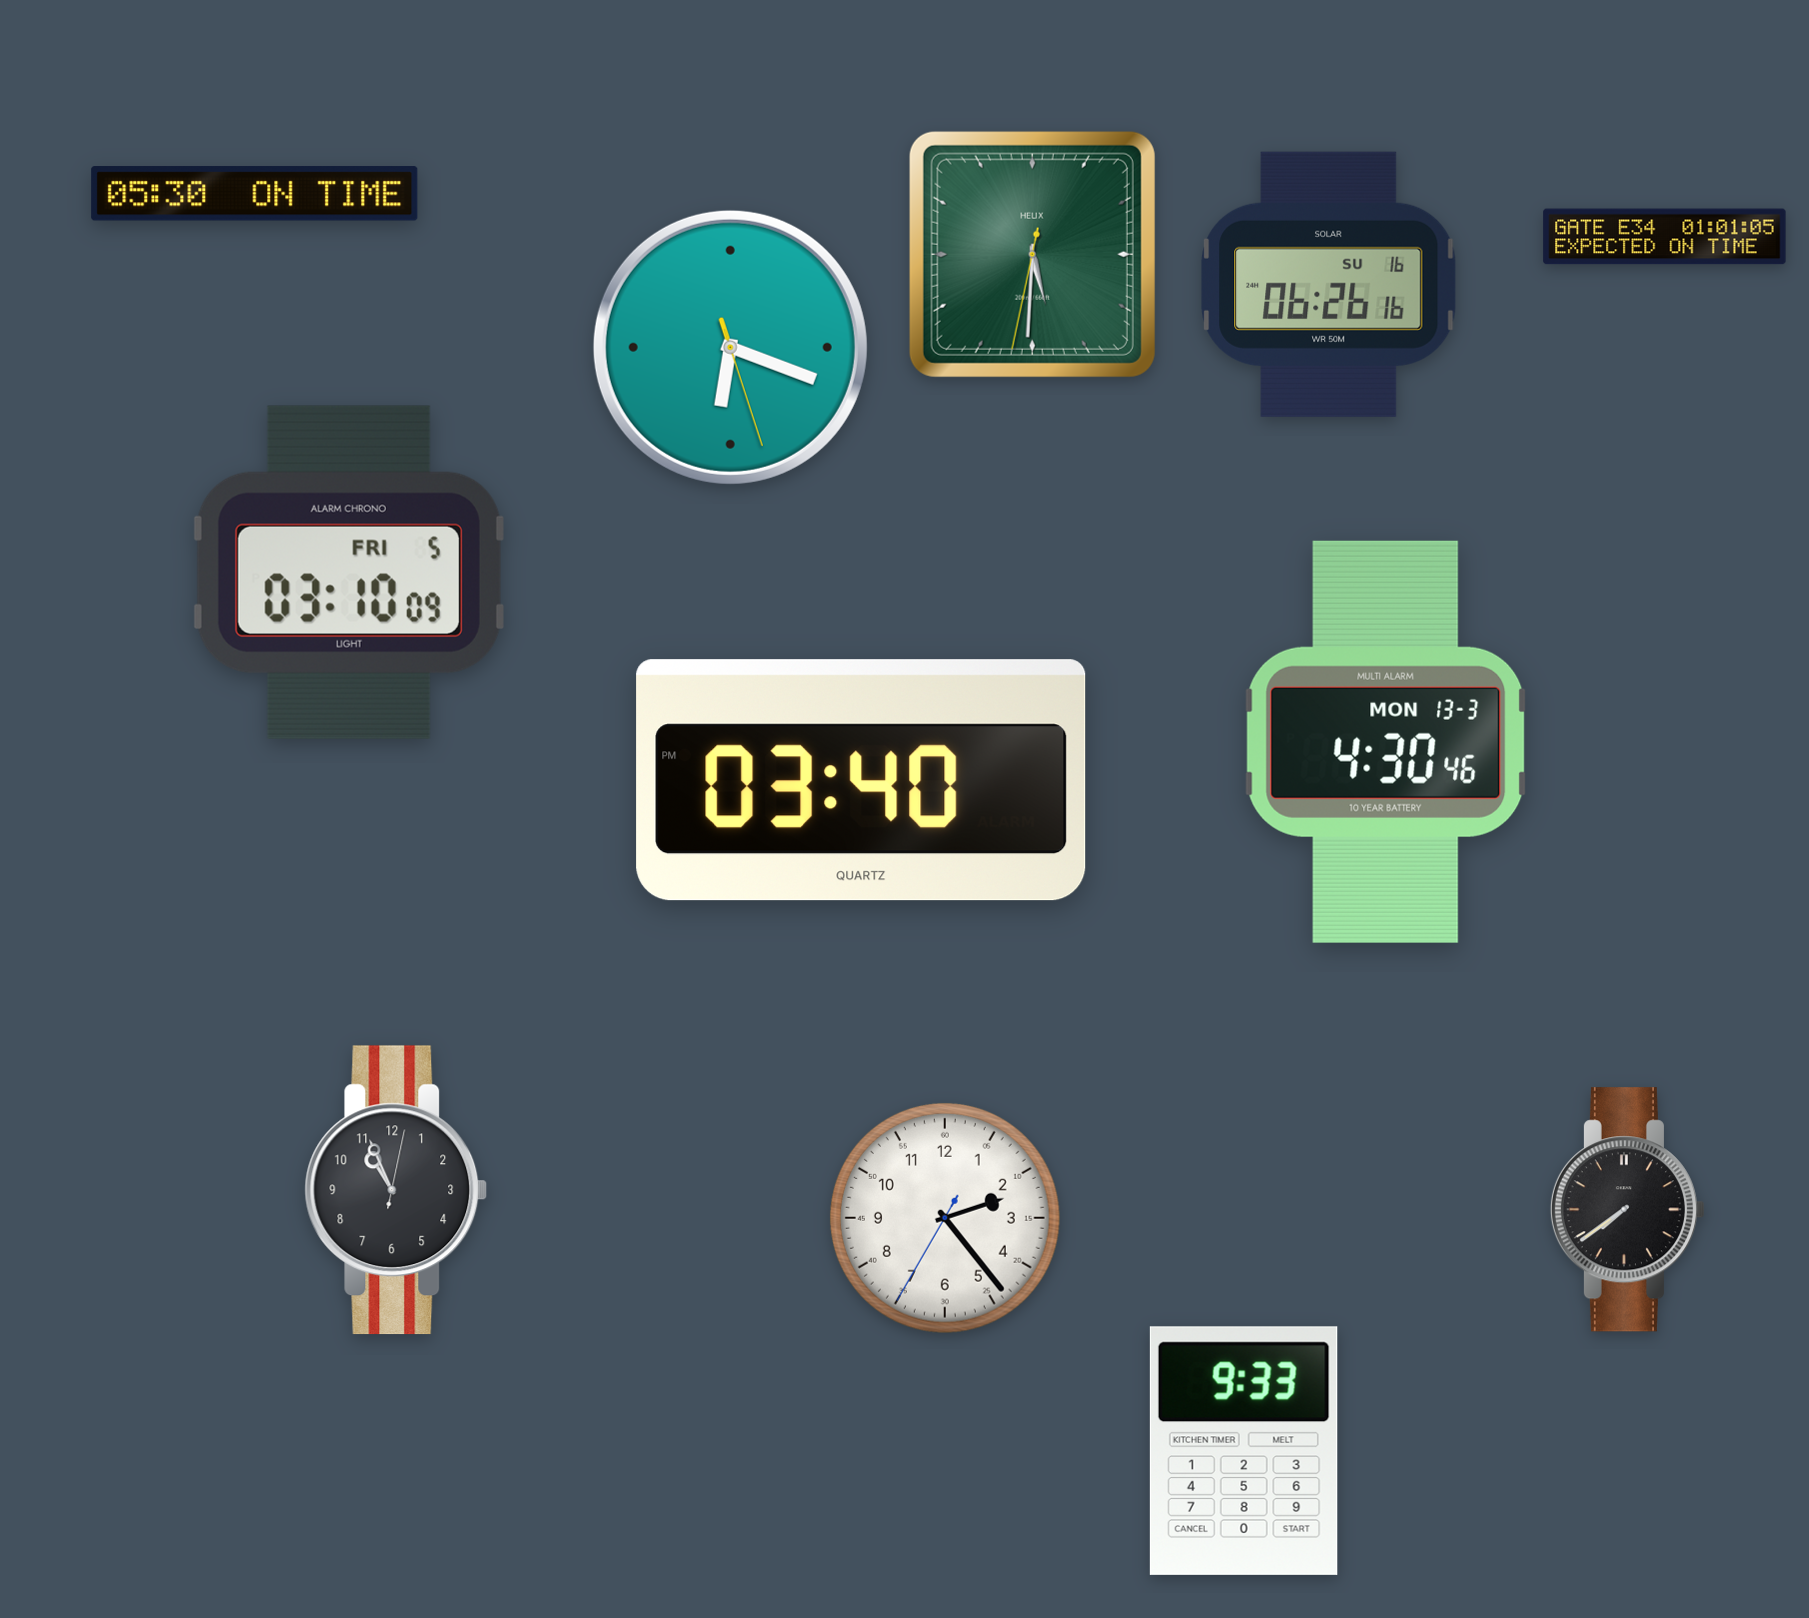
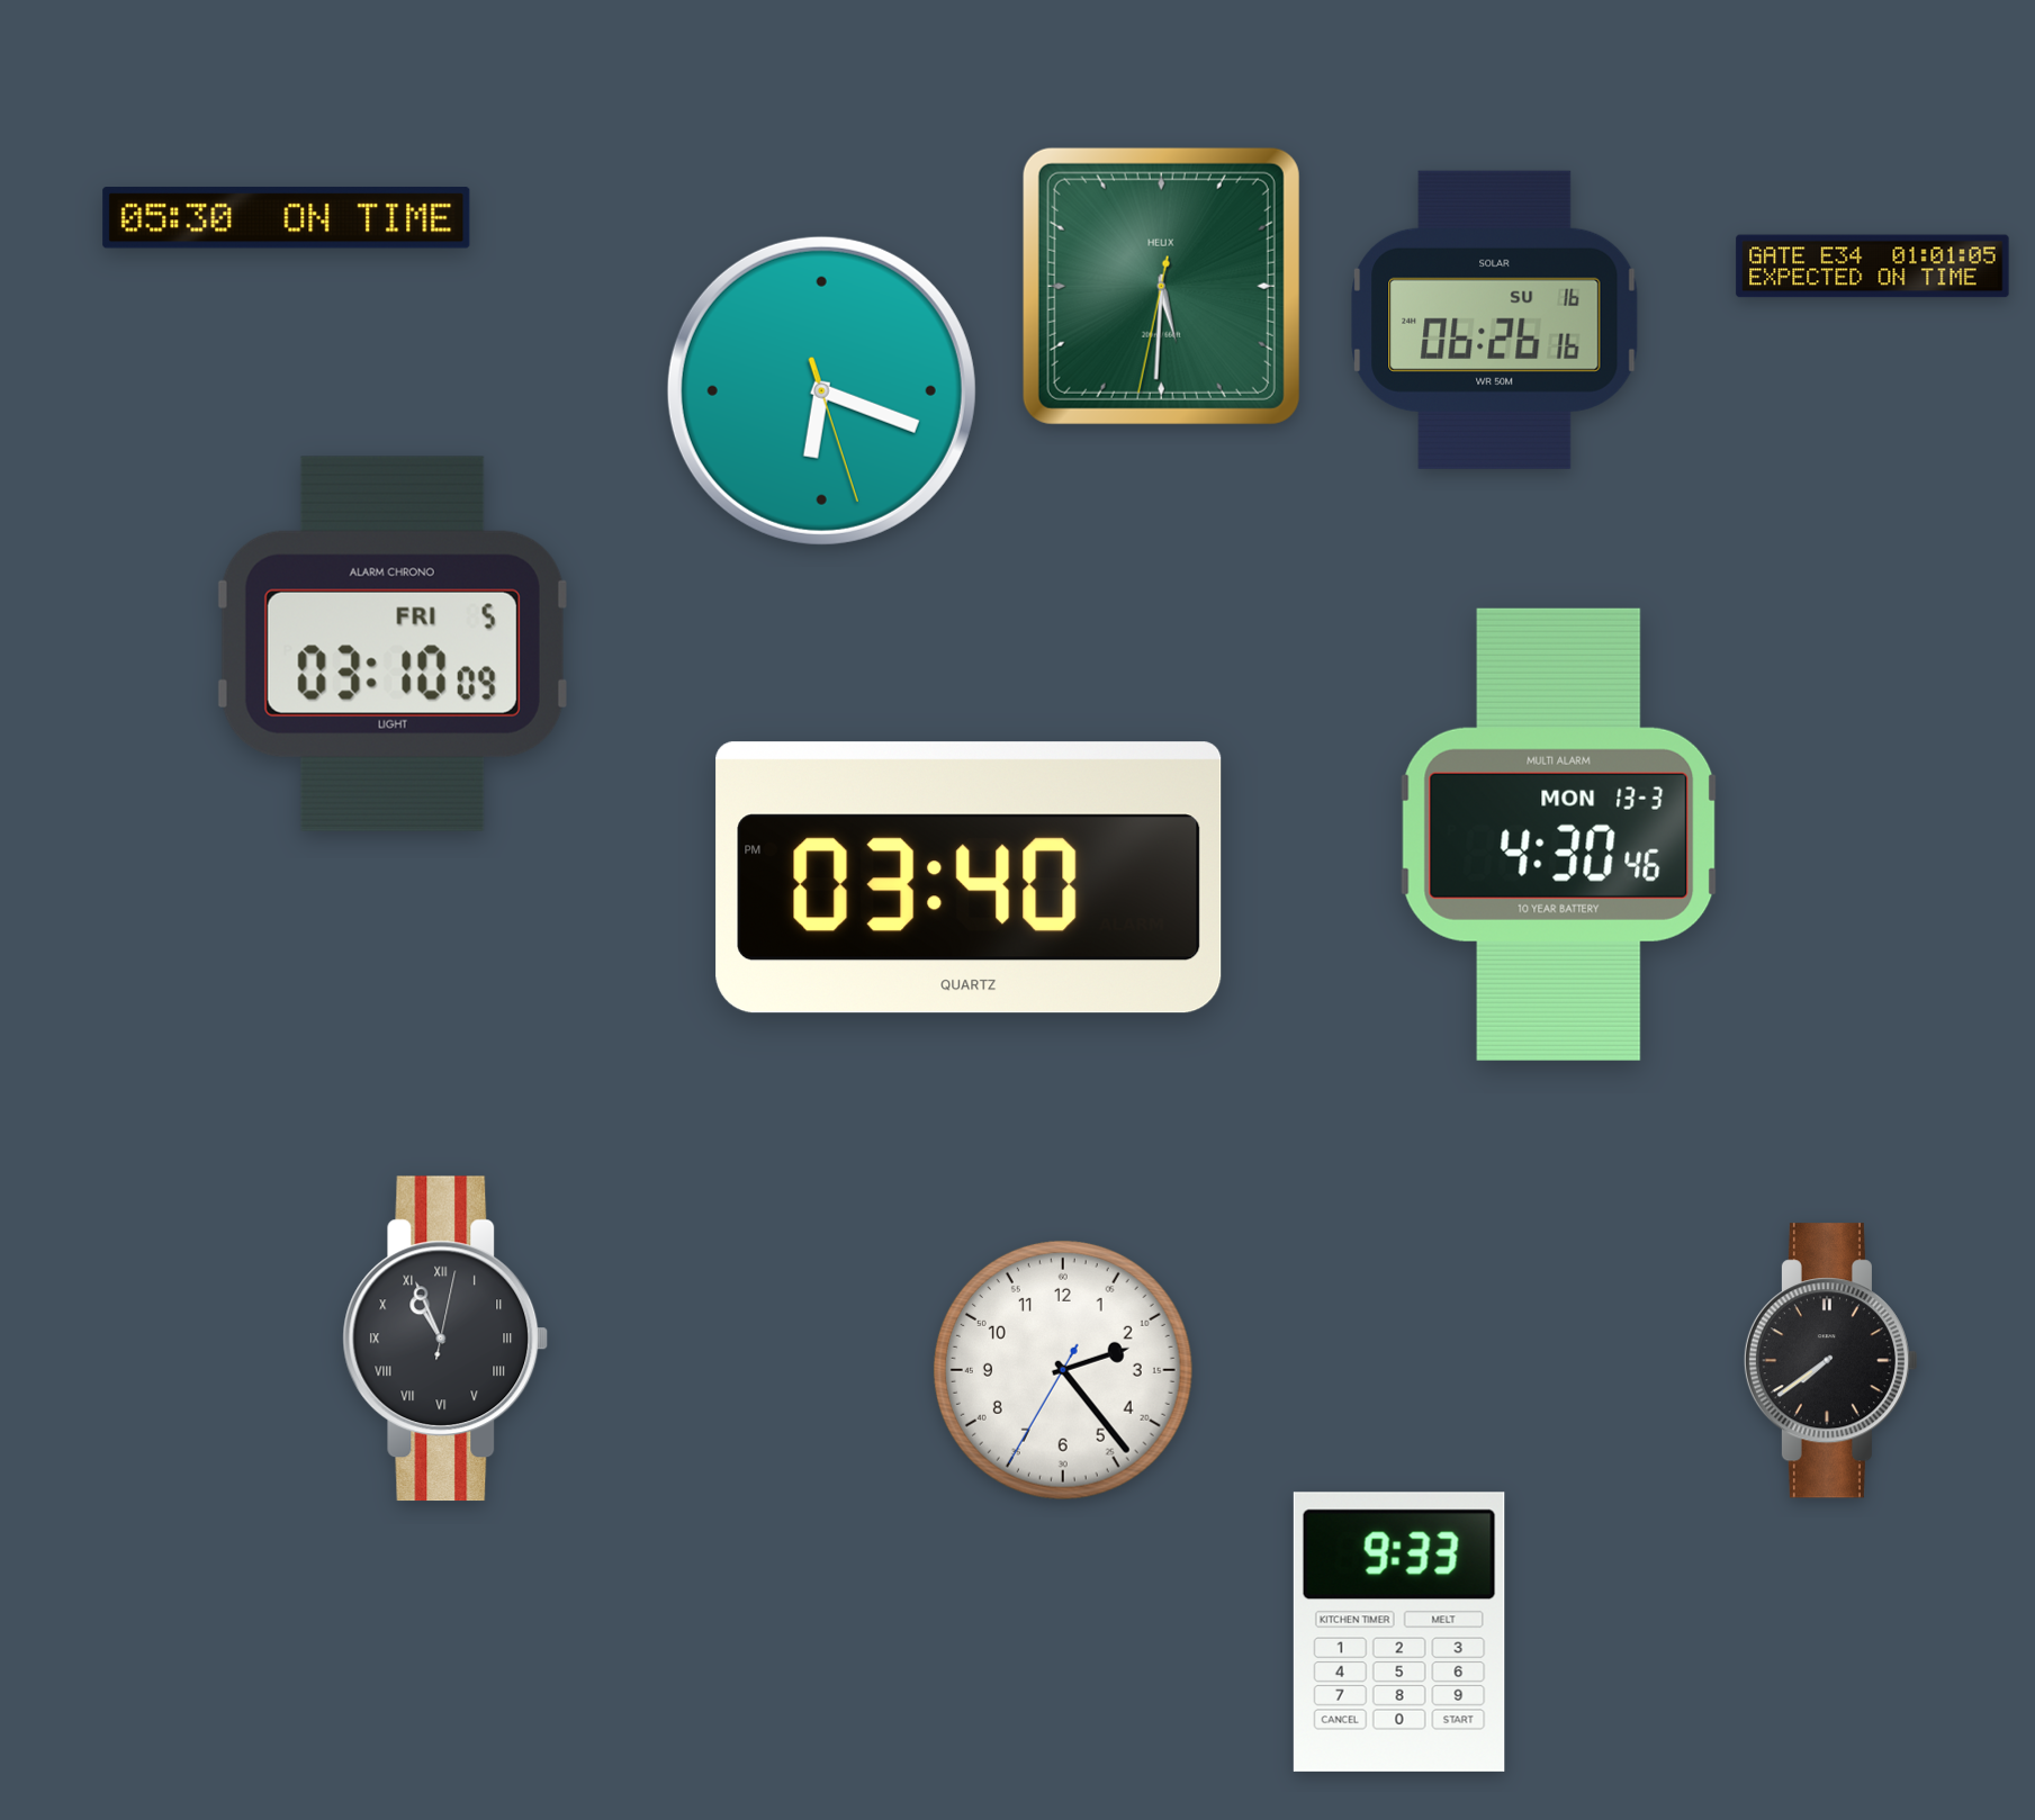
clock at (396, 1190) numerals: Arabic -> Roman
